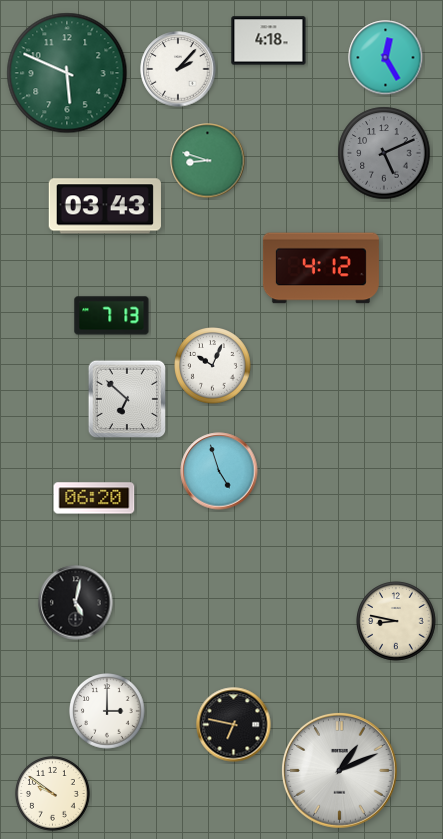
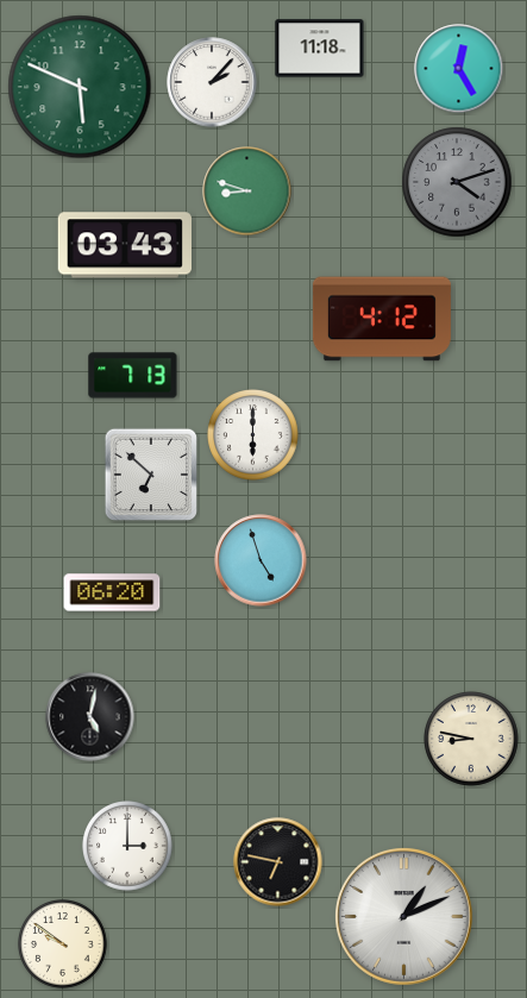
clock at (269, 41): 4:18 -> 11:18
clock at (384, 153): 5:11 -> 4:12
clock at (213, 366): 10:04 -> 6:00
